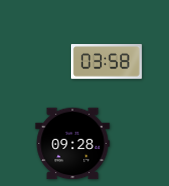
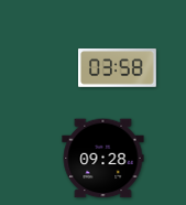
clock at (73, 144) position: (73, 144) -> (103, 159)
